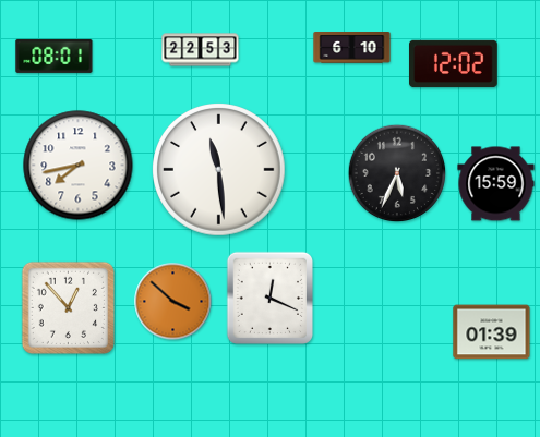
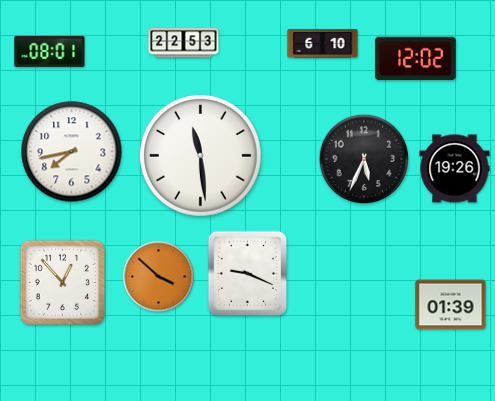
clock at (201, 50) position: (201, 50) -> (184, 43)
clock at (496, 184): 15:59 -> 19:26
clock at (269, 298): 12:19 -> 9:19
